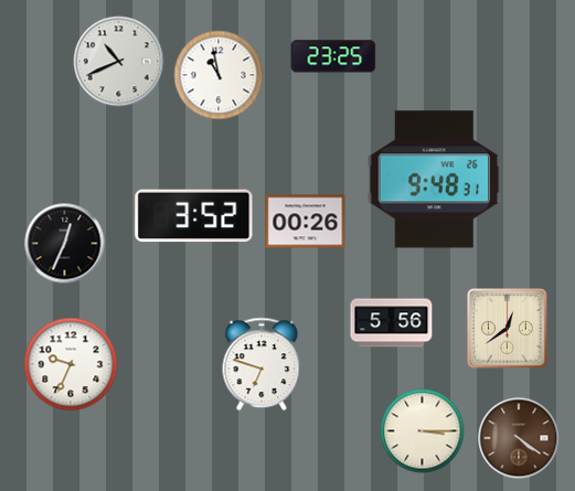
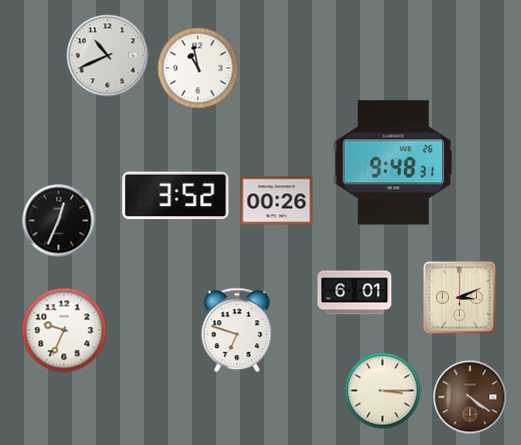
clock at (333, 56): 23:25 -> none
clock at (392, 323): 5:56 -> 6:01
clock at (508, 329): 12:39 -> 3:11
